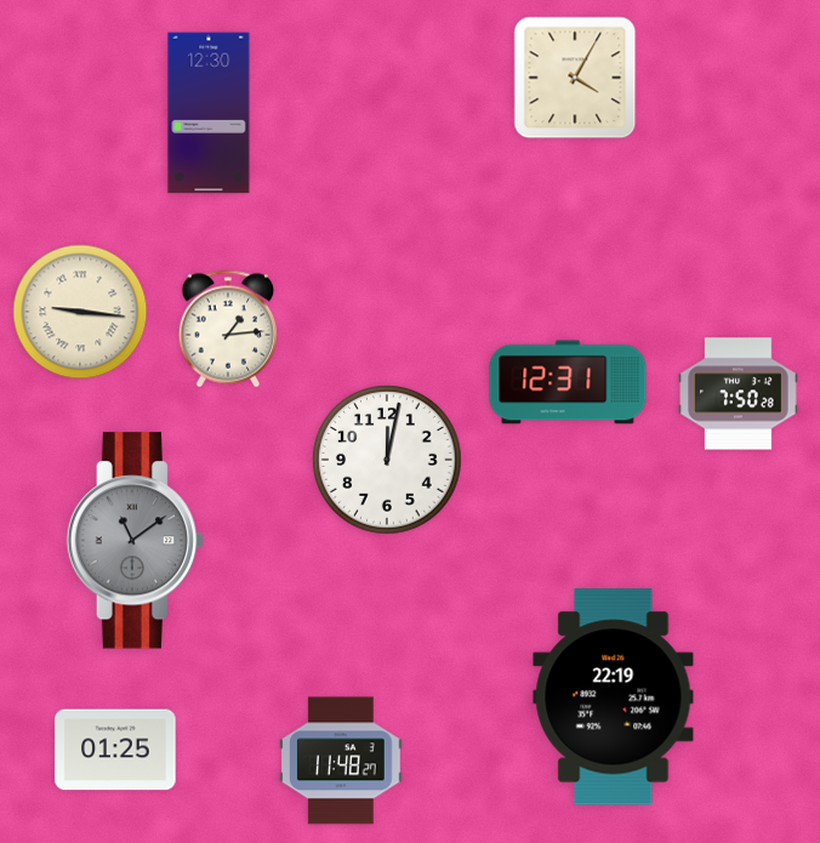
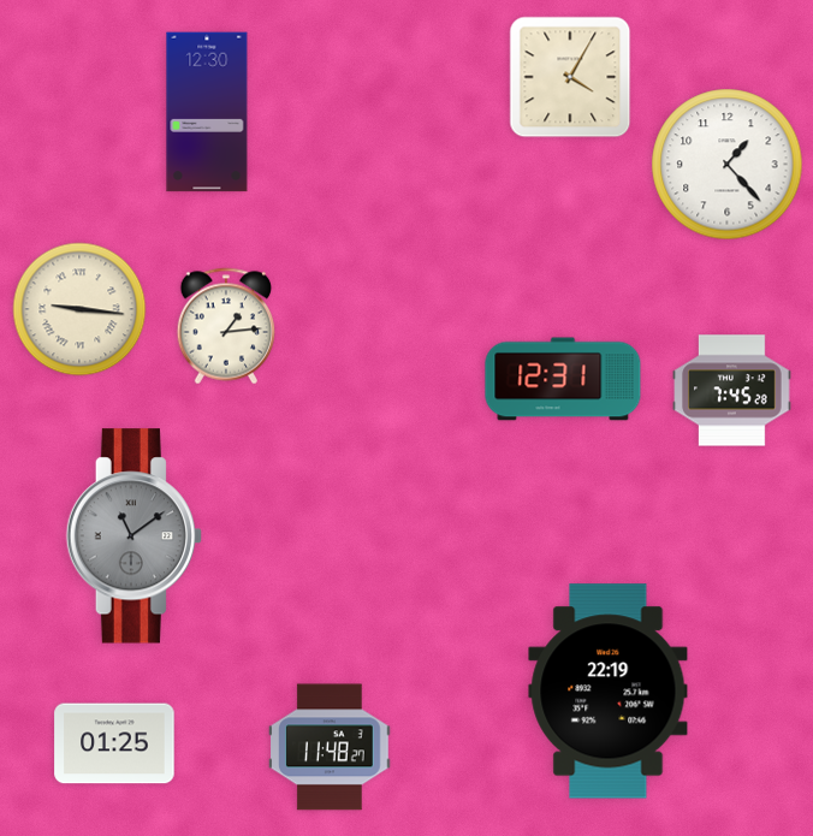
clock at (728, 165): none -> 1:23
clock at (739, 394): 7:50 -> 7:45
clock at (387, 460): 12:02 -> none
clock at (342, 761) position: (342, 761) -> (331, 747)
